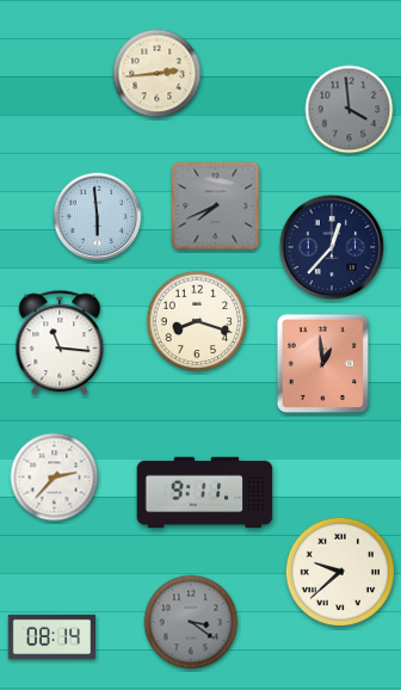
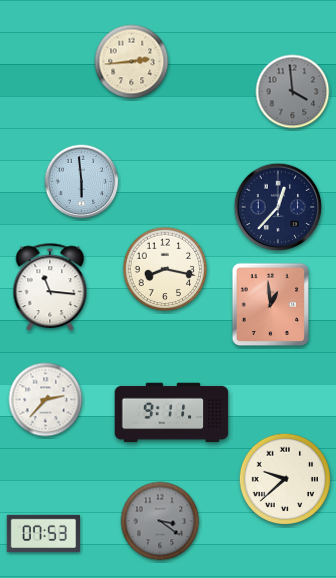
clock at (216, 207): 7:41 -> none
clock at (197, 321): 8:18 -> 8:17
clock at (53, 637): 08:14 -> 07:53
